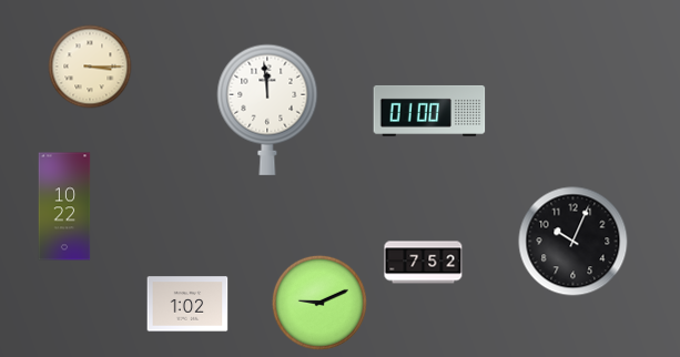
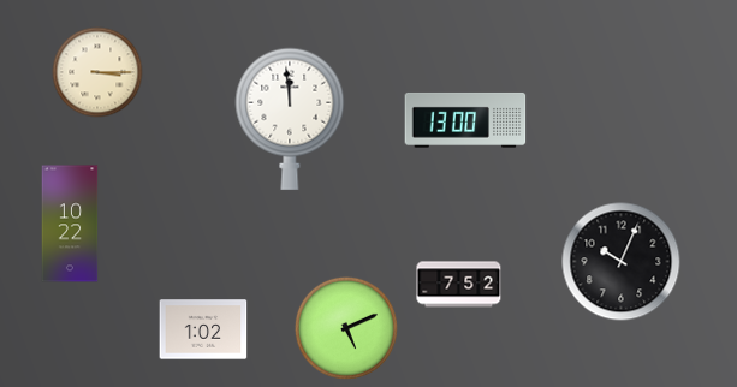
clock at (429, 111): 01:00 -> 13:00
clock at (319, 303): 9:11 -> 5:11
